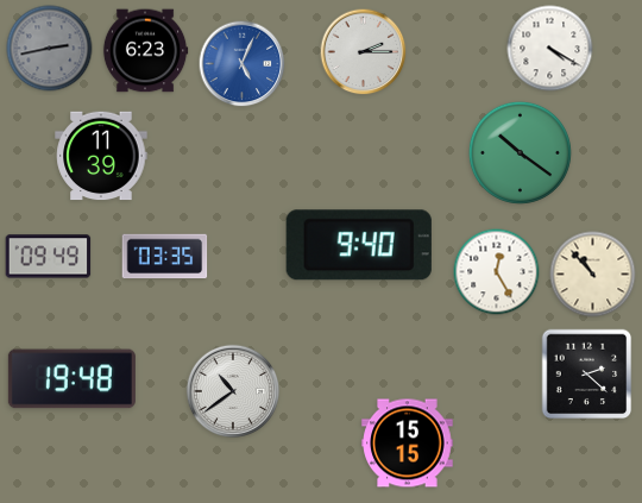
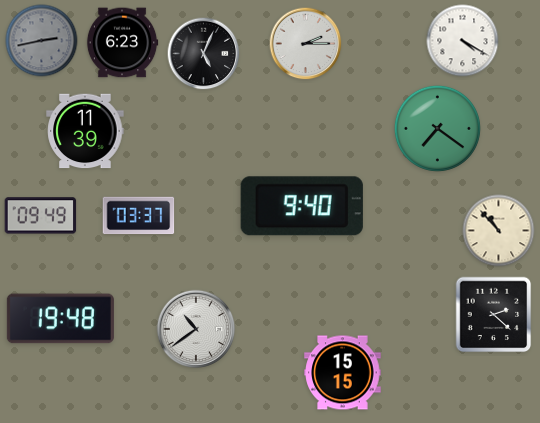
clock at (243, 64) dial: blue -> black
clock at (520, 152): 10:21 -> 7:21
clock at (165, 257): 03:35 -> 03:37
clock at (497, 272): 12:25 -> none
